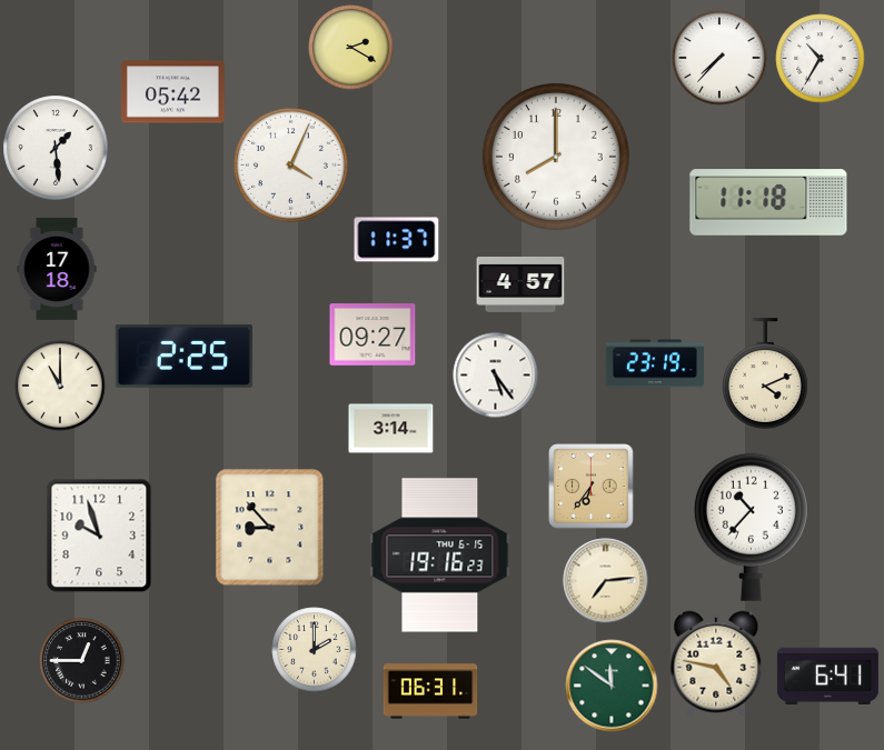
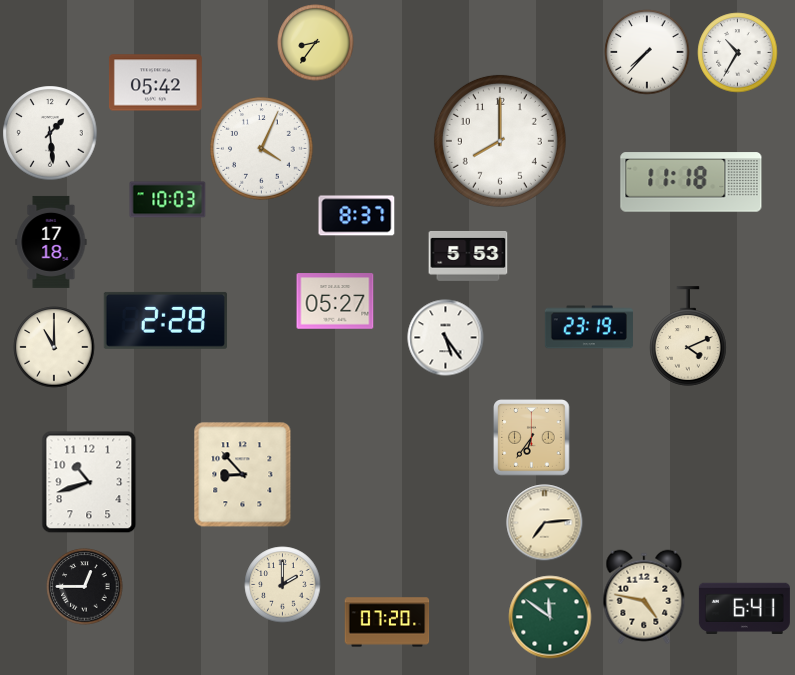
clock at (351, 48): 2:20 -> 8:36
clock at (168, 200): none -> 10:03
clock at (397, 240): 11:37 -> 8:37
clock at (520, 284): 4:57 -> 5:53
clock at (373, 334): 09:27 -> 05:27
clock at (183, 356): 2:25 -> 2:28
clock at (391, 429): 3:14 -> none
clock at (751, 527): 10:37 -> none
clock at (99, 536): 9:57 -> 10:42
clock at (440, 556): 19:16 -> none
clock at (82, 661) position: (82, 661) -> (85, 587)
clock at (430, 691): 06:31 -> 07:20
